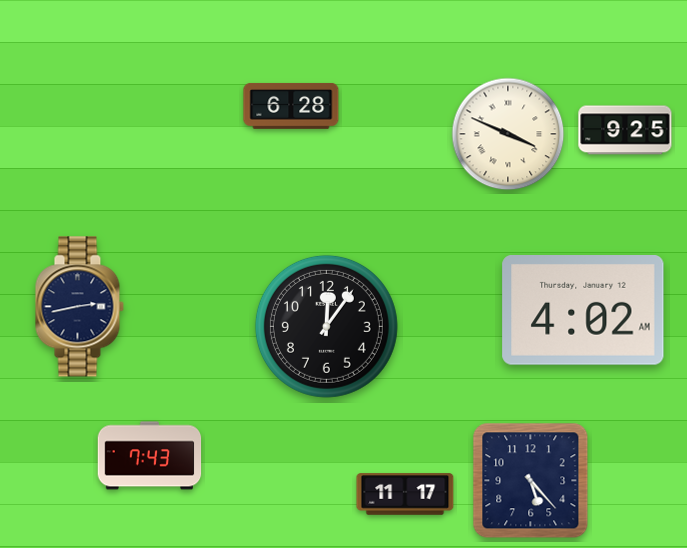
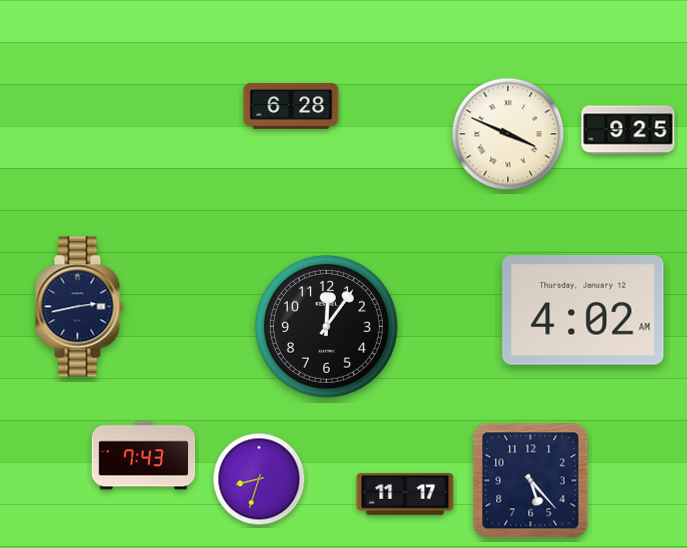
clock at (625, 130) position: (625, 130) -> (628, 130)
clock at (150, 456) position: (150, 456) -> (144, 456)
clock at (259, 479): none -> 8:33
